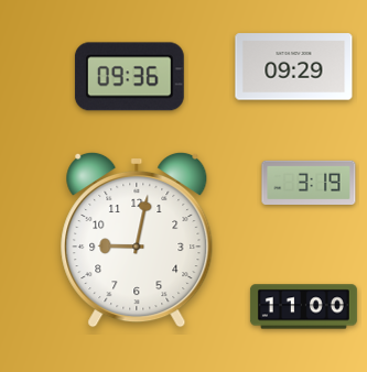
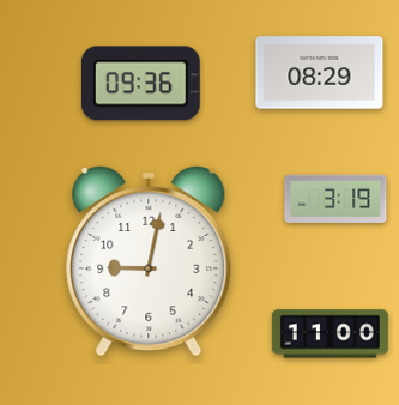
clock at (294, 67): 09:29 -> 08:29
